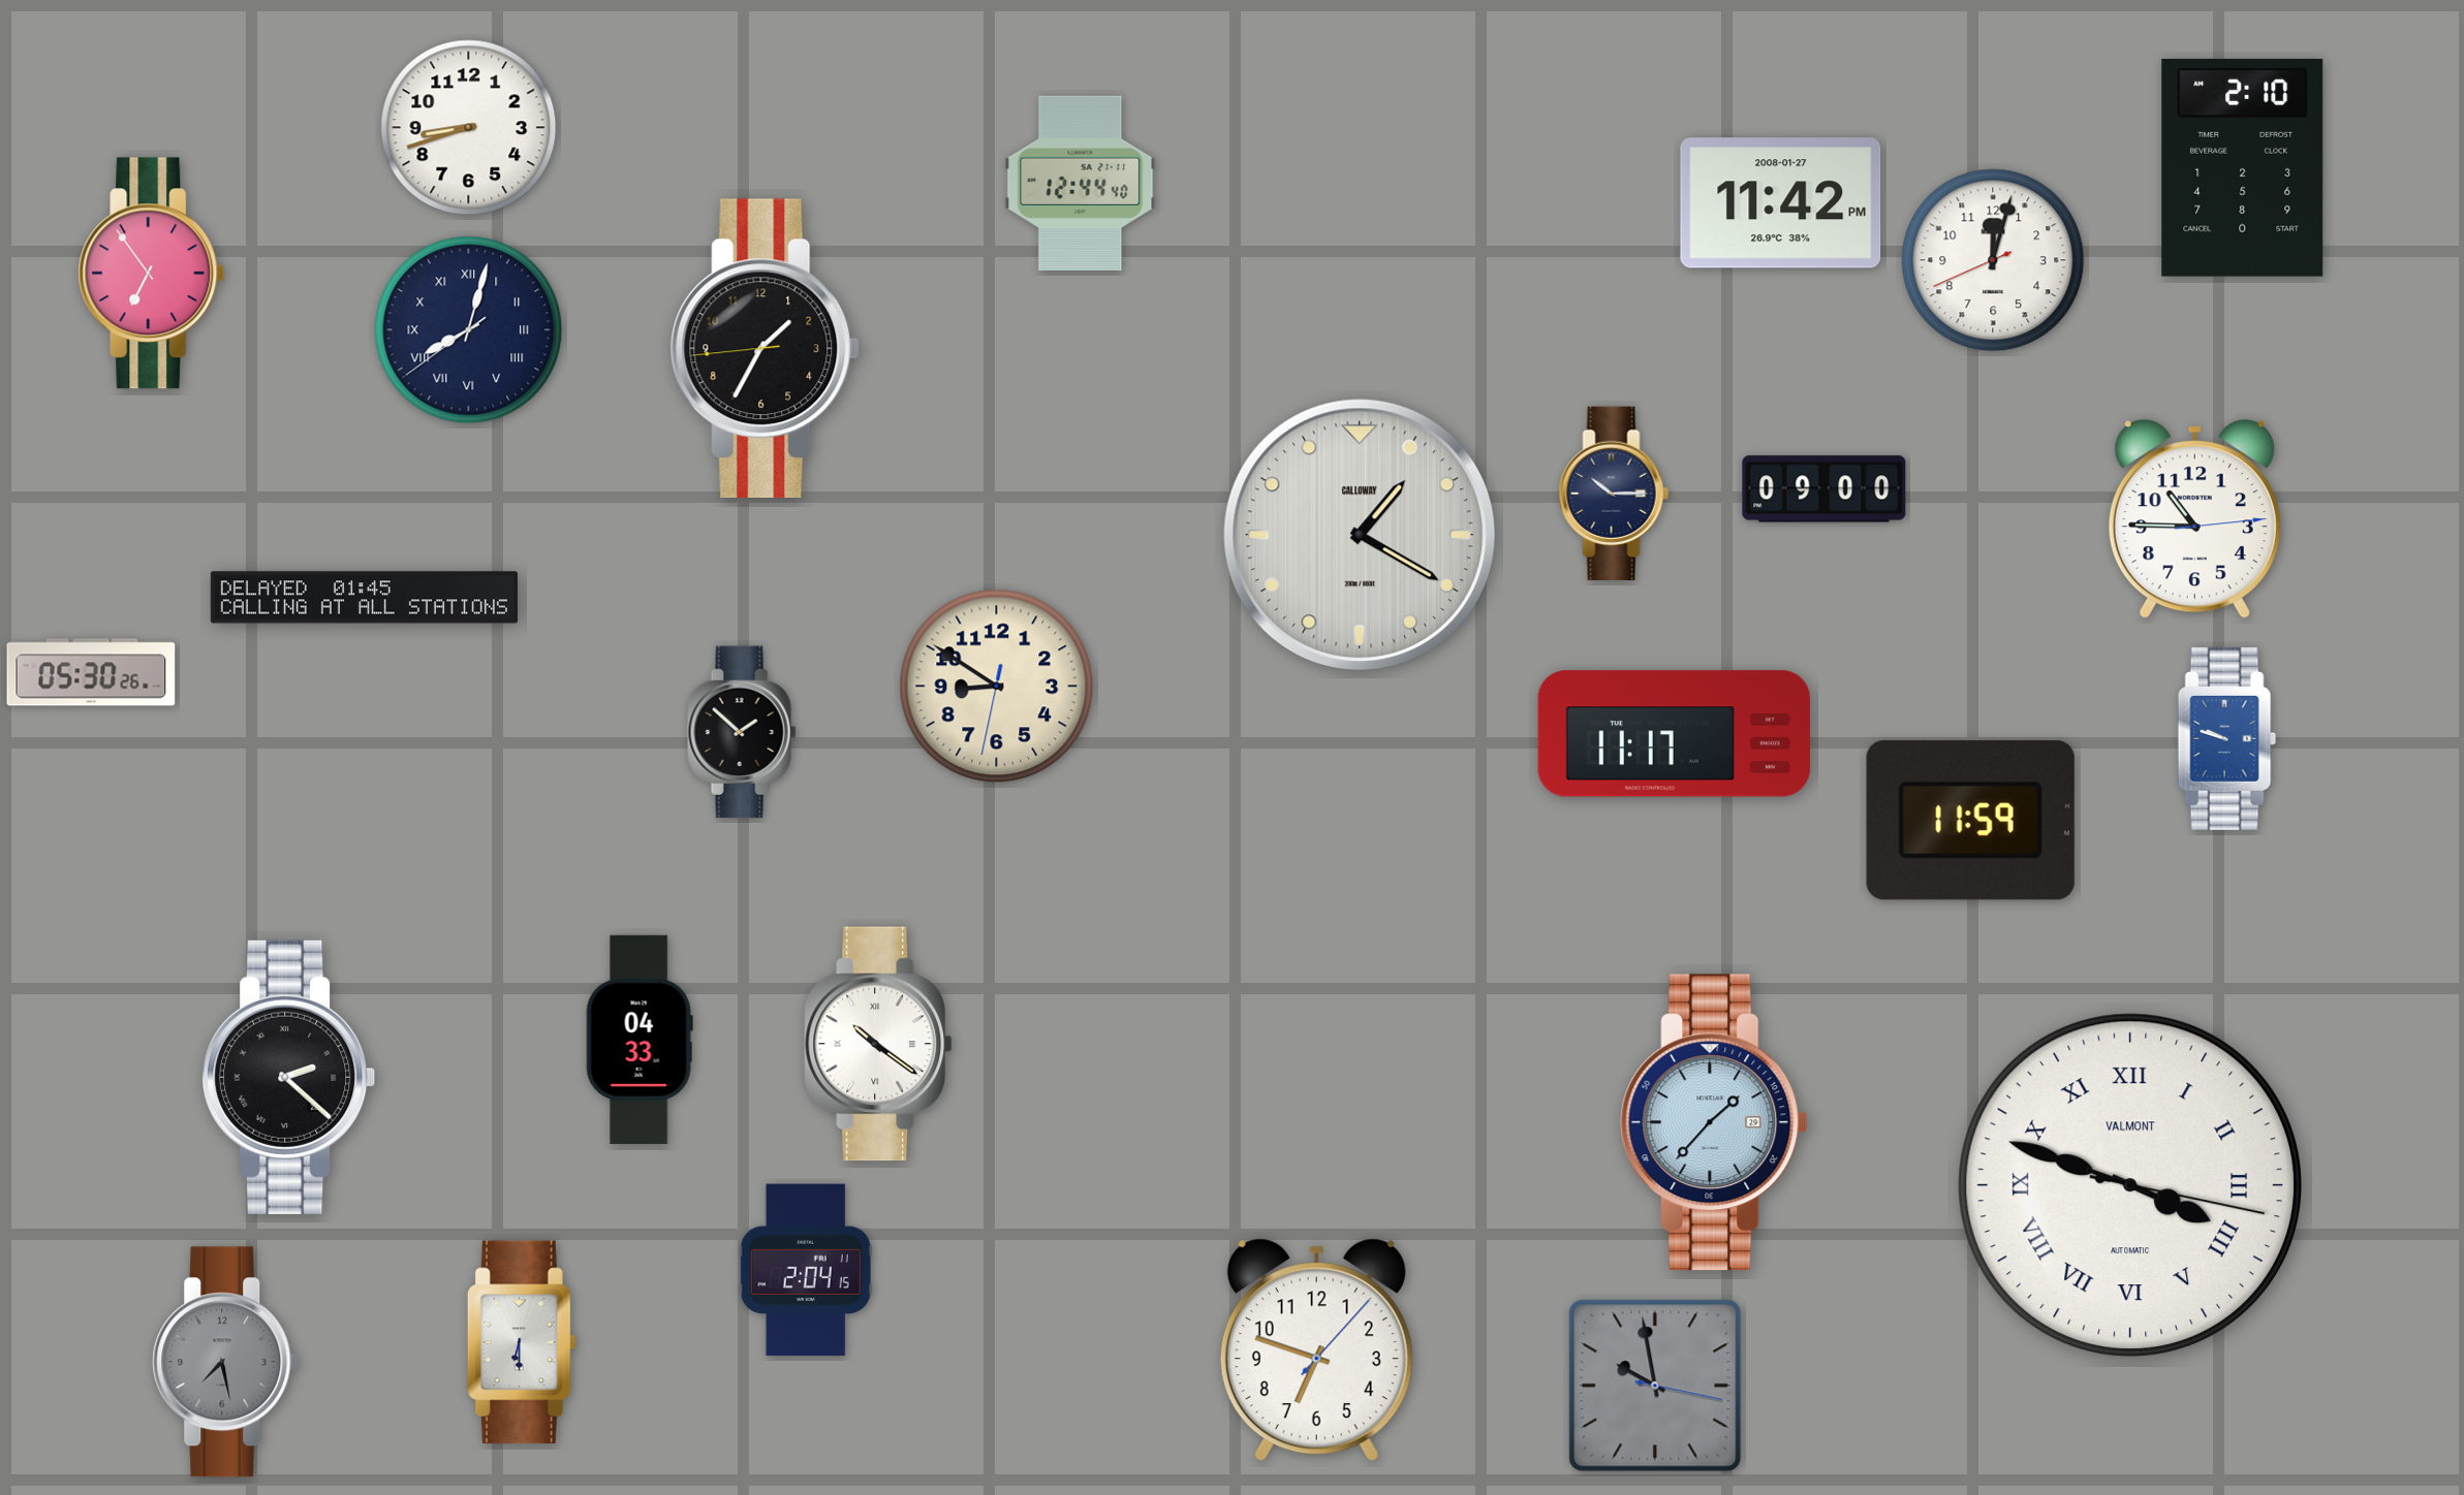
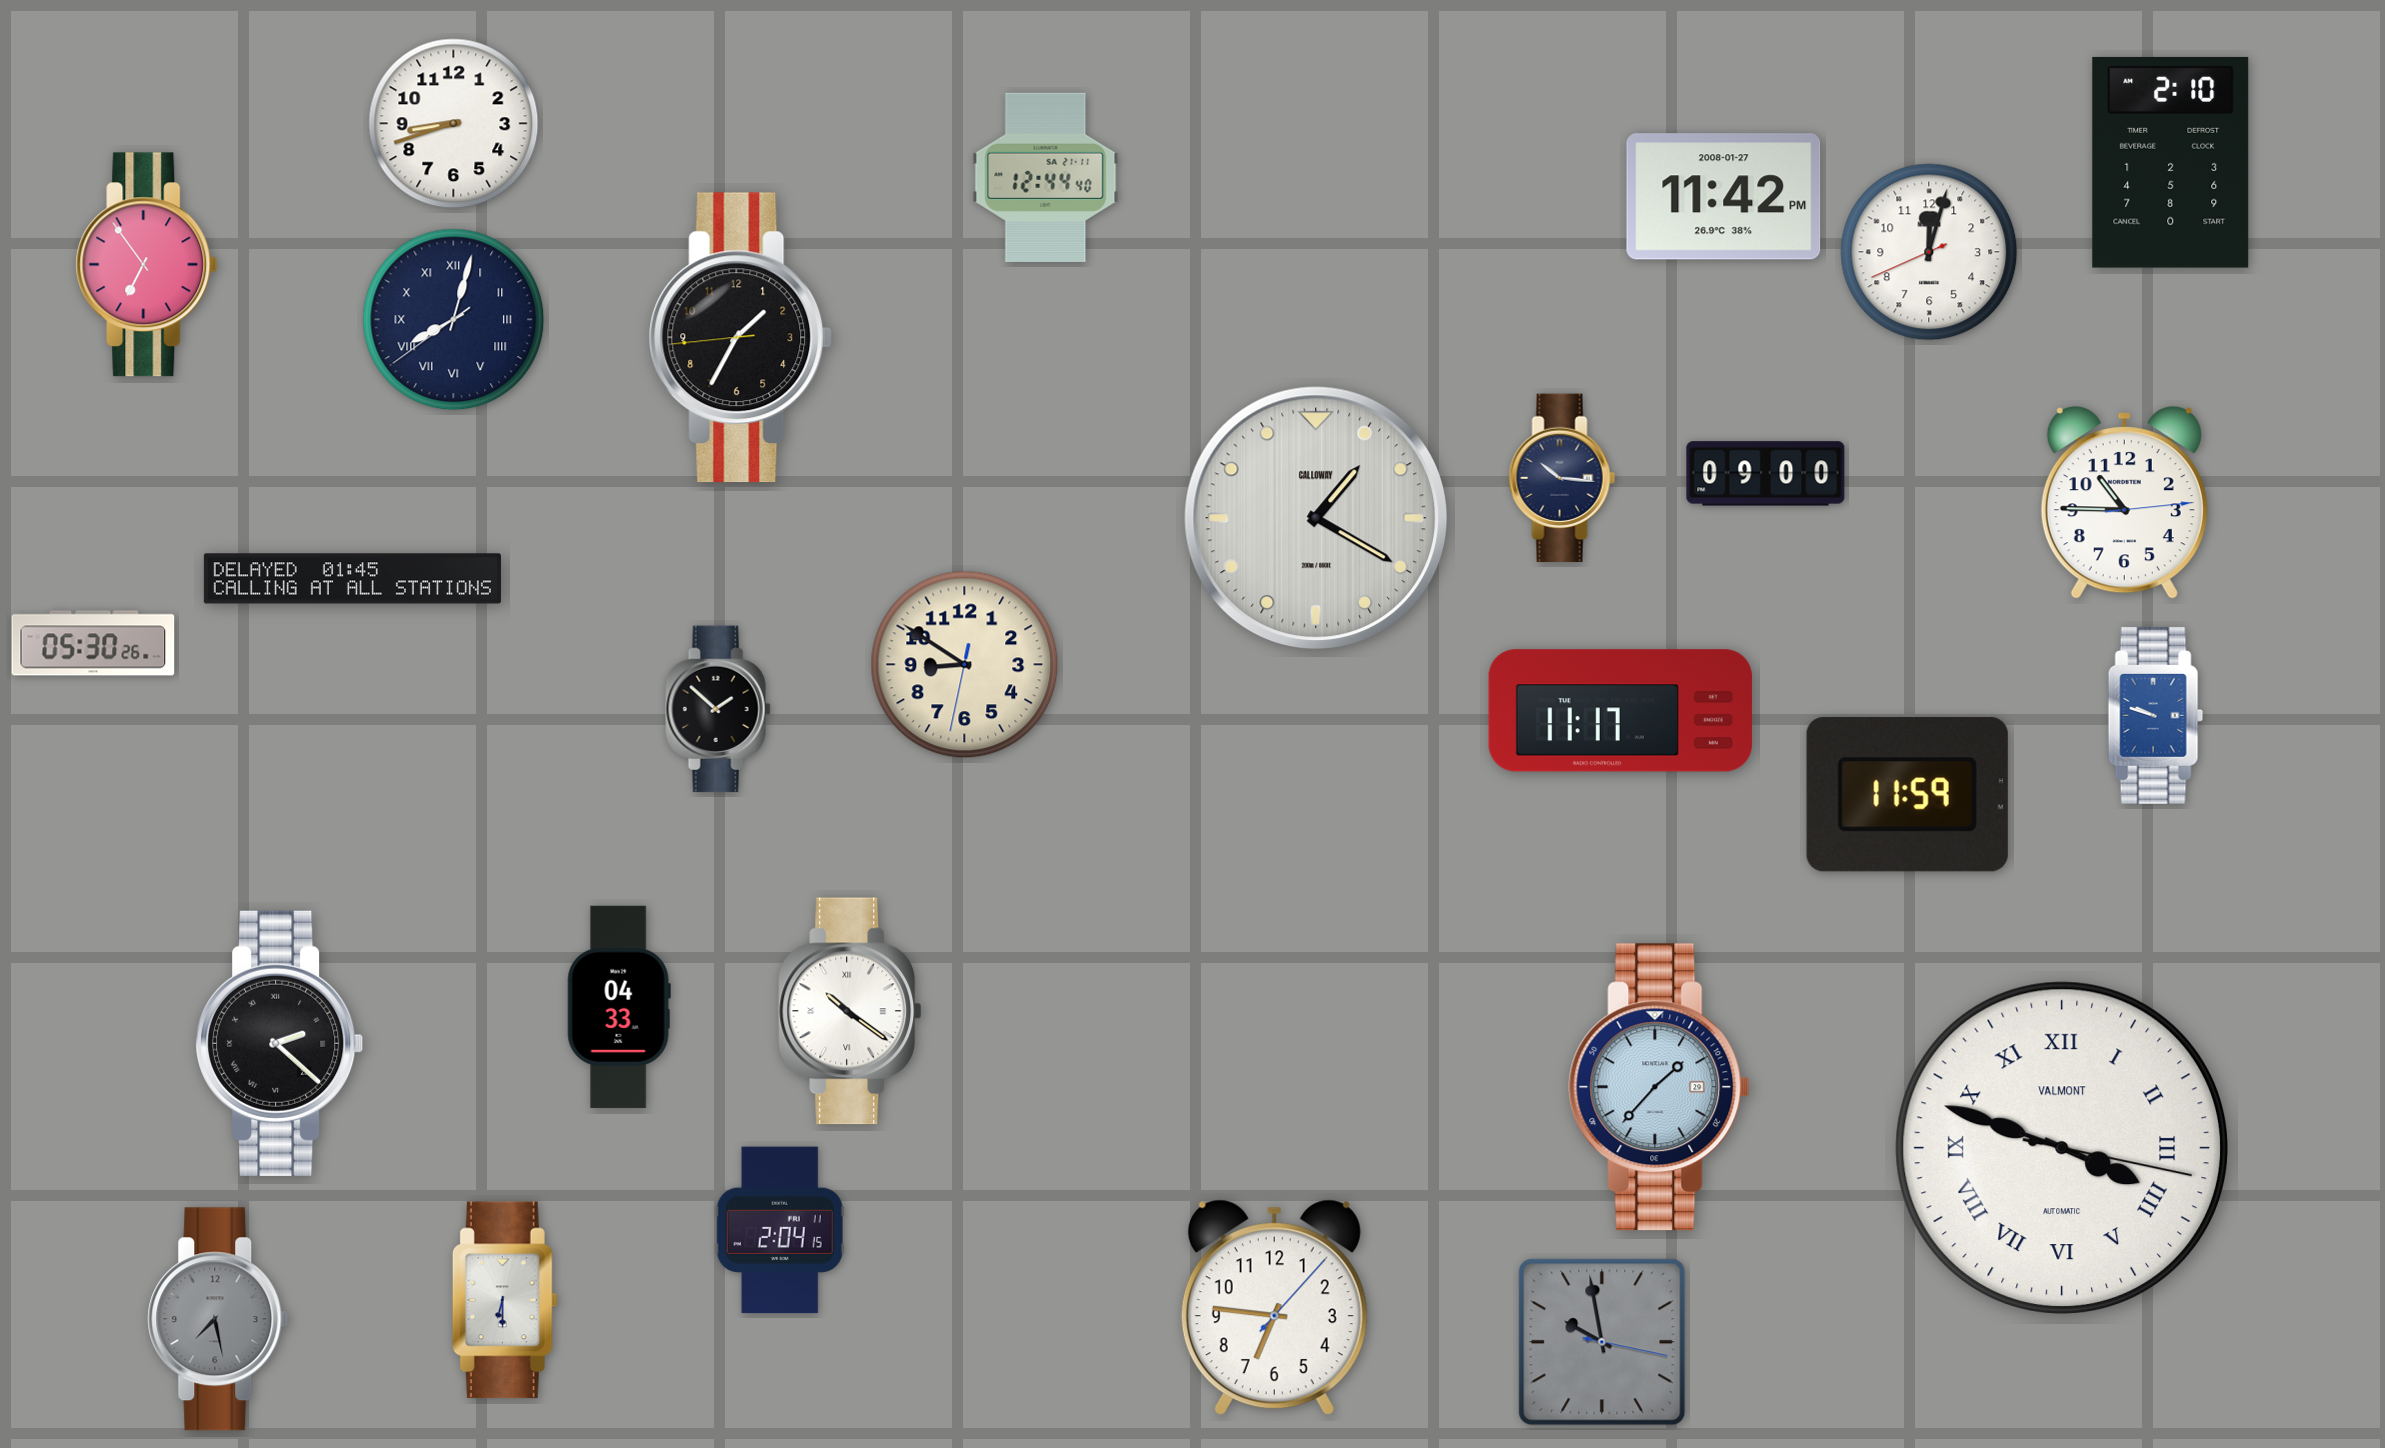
clock at (1614, 492): 10:15 -> 10:16
clock at (91, 672) position: (91, 672) -> (93, 643)
clock at (1316, 1350): 6:48 -> 6:46
